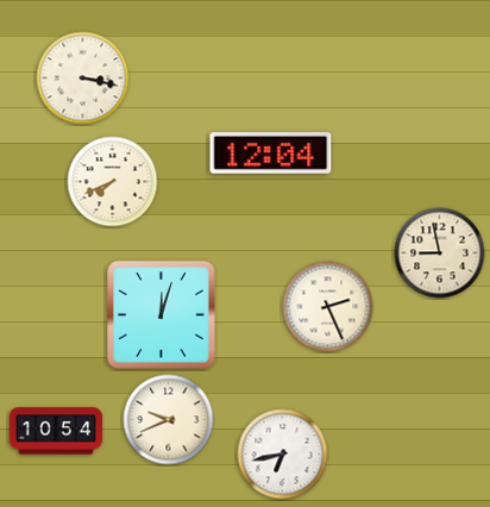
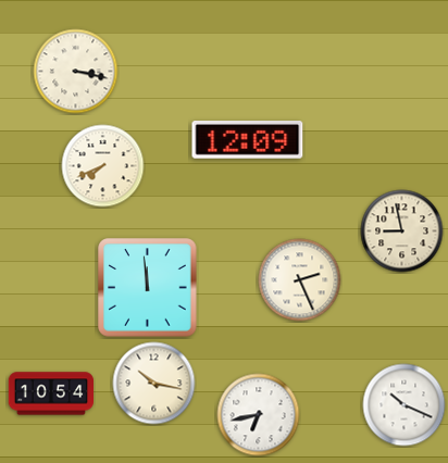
clock at (271, 154): 12:04 -> 12:09
clock at (162, 315): 12:03 -> 11:59
clock at (169, 420): 9:41 -> 10:17
clock at (405, 405): none -> 10:19
